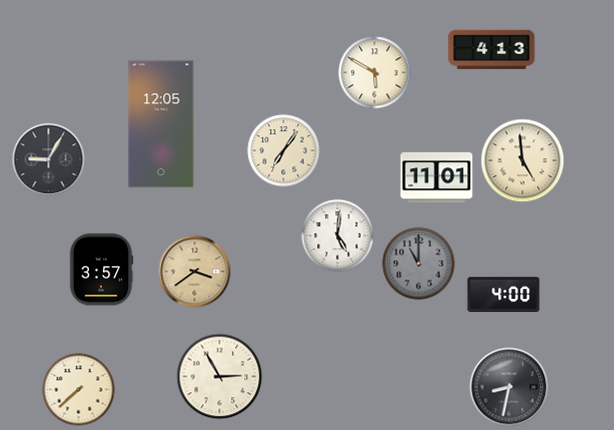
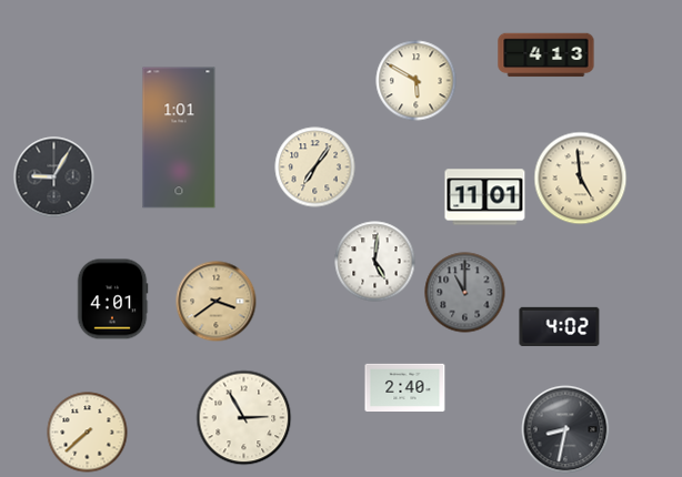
clock at (161, 124): 12:05 -> 1:01
clock at (101, 270): 3:57 -> 4:01
clock at (504, 294): 4:00 -> 4:02
clock at (405, 387): none -> 2:40
